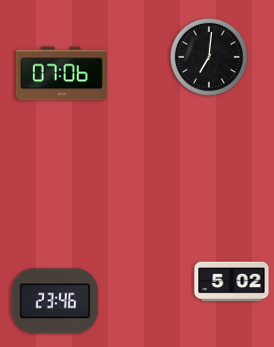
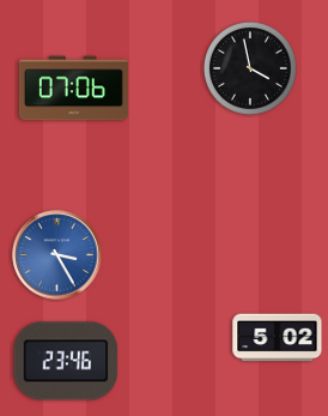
clock at (209, 57): 7:01 -> 3:58
clock at (57, 255): none -> 3:25
